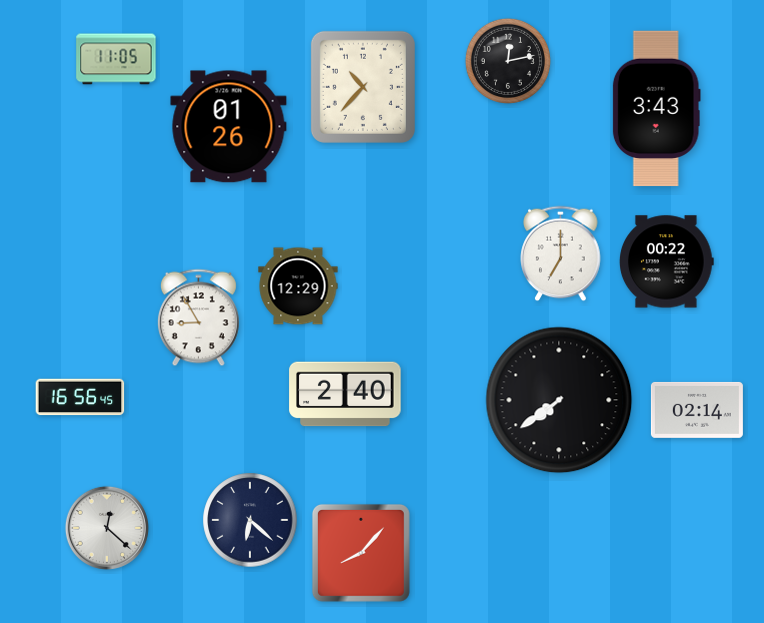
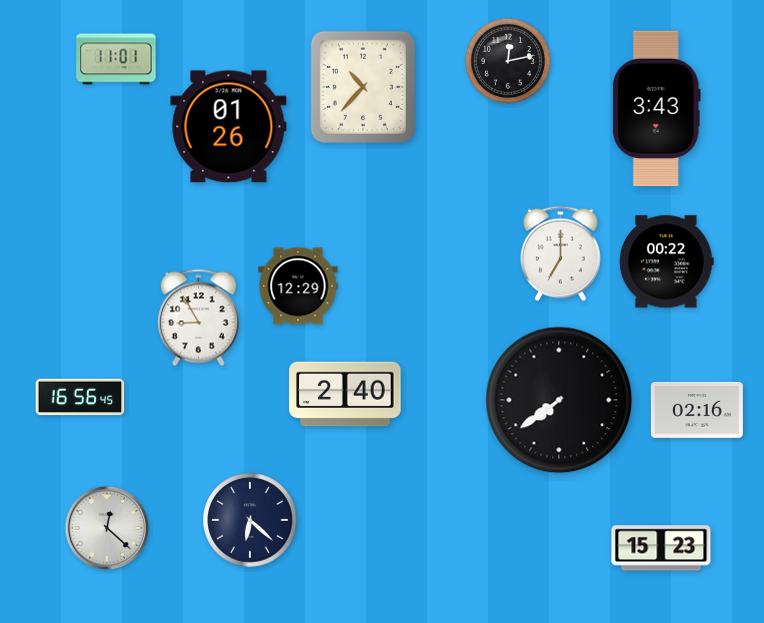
clock at (116, 59): 11:05 -> 11:01
clock at (697, 410): 02:14 -> 02:16
clock at (661, 548): none -> 15:23
clock at (361, 553): 8:07 -> none
